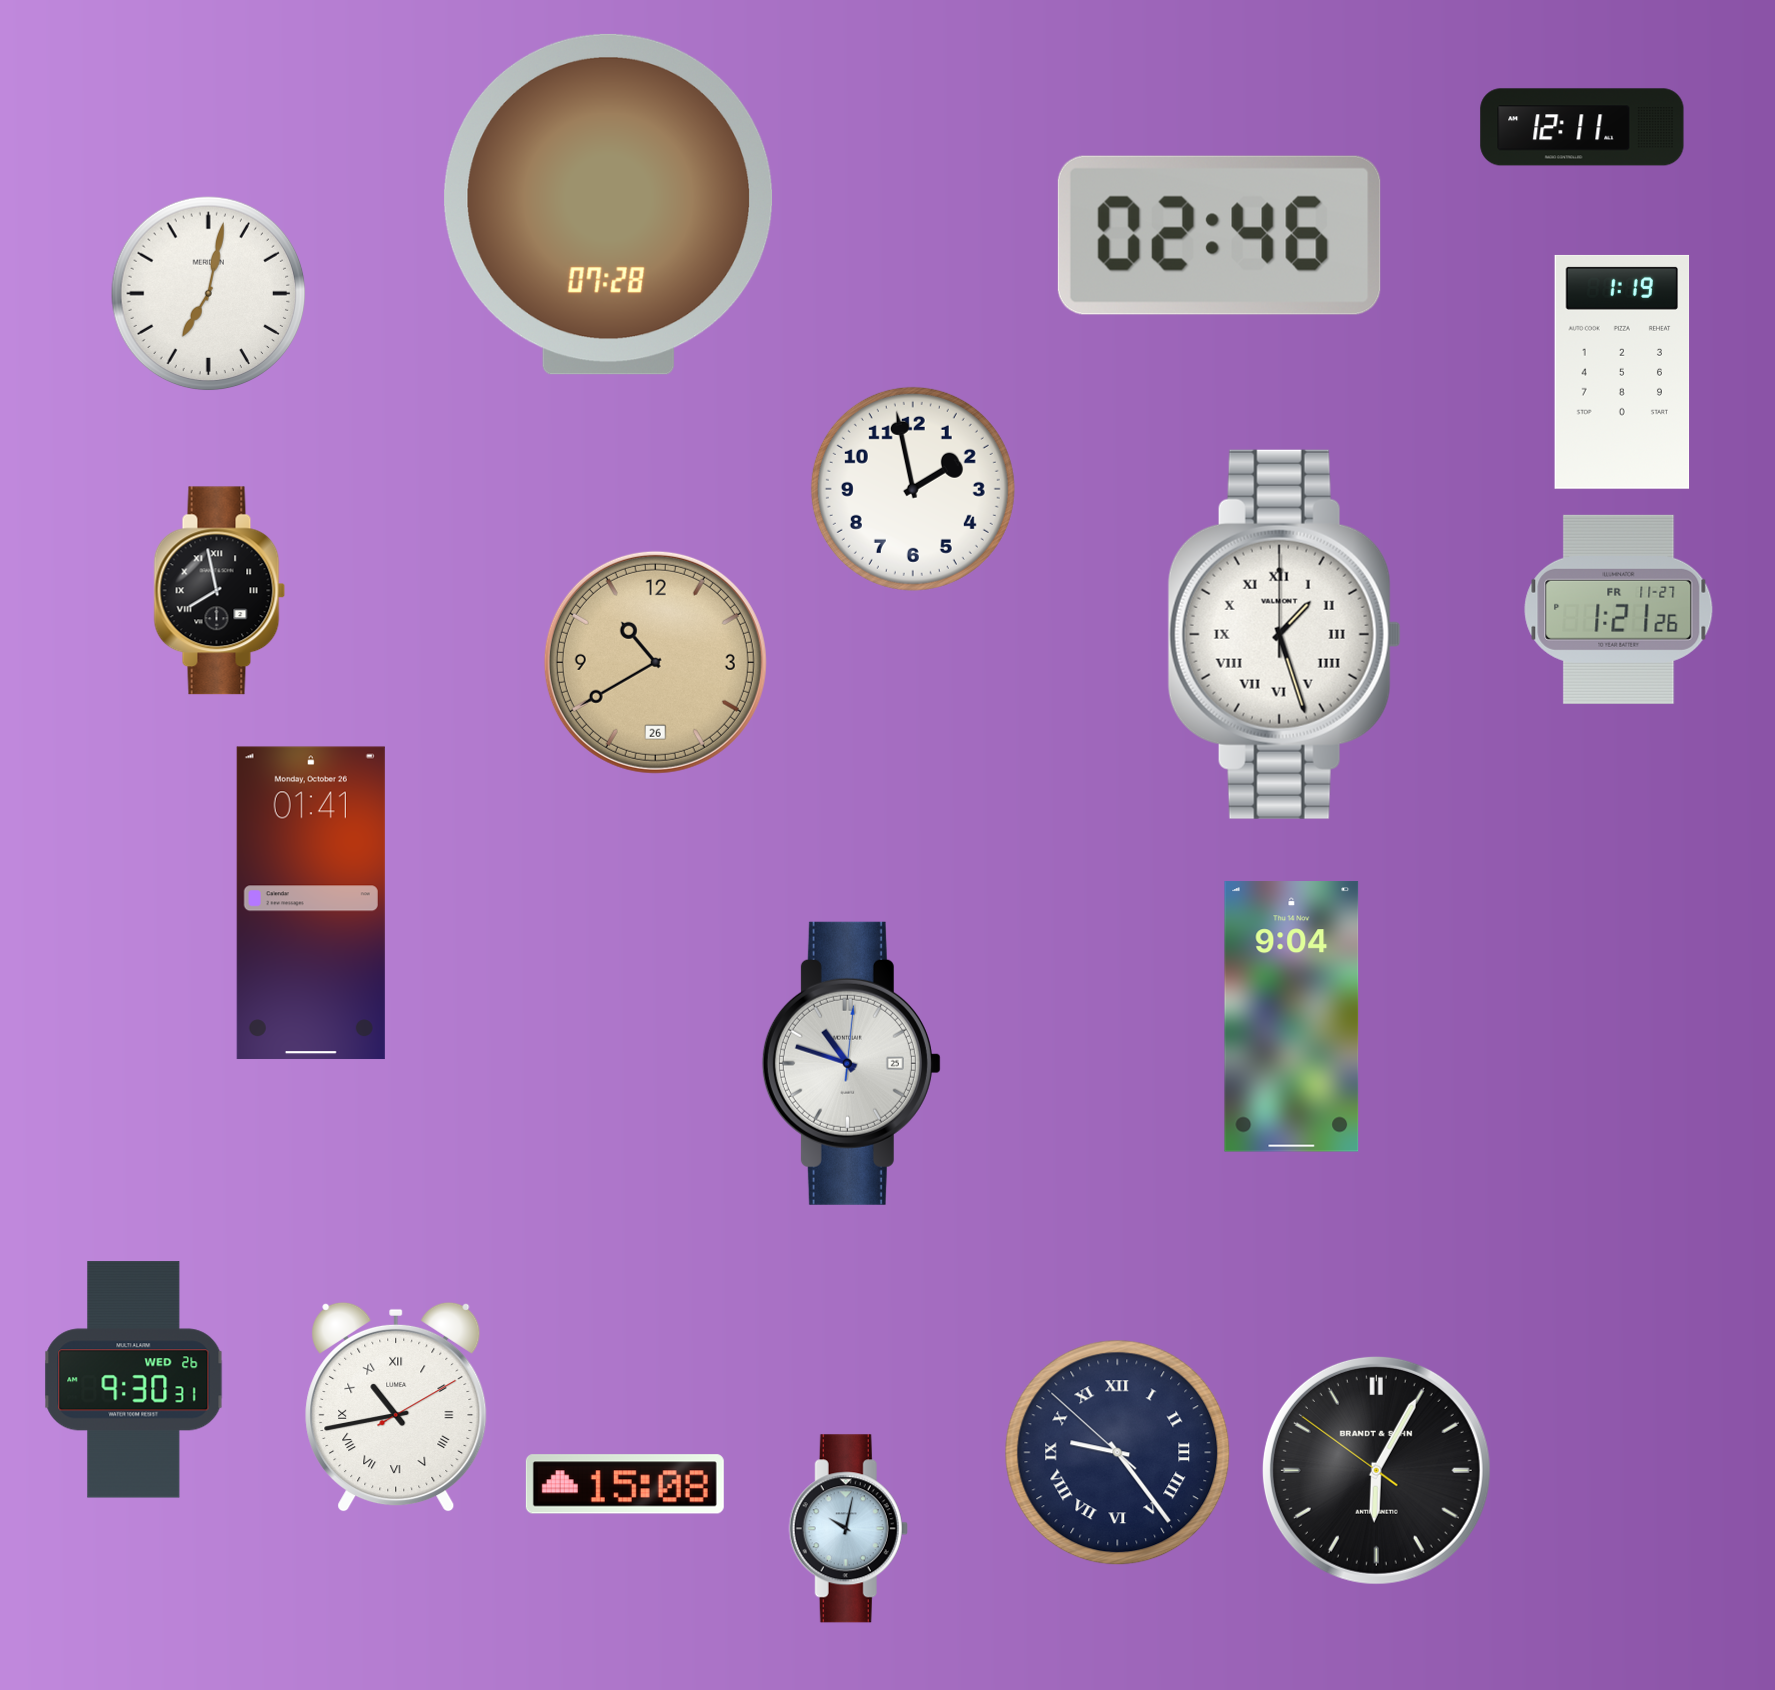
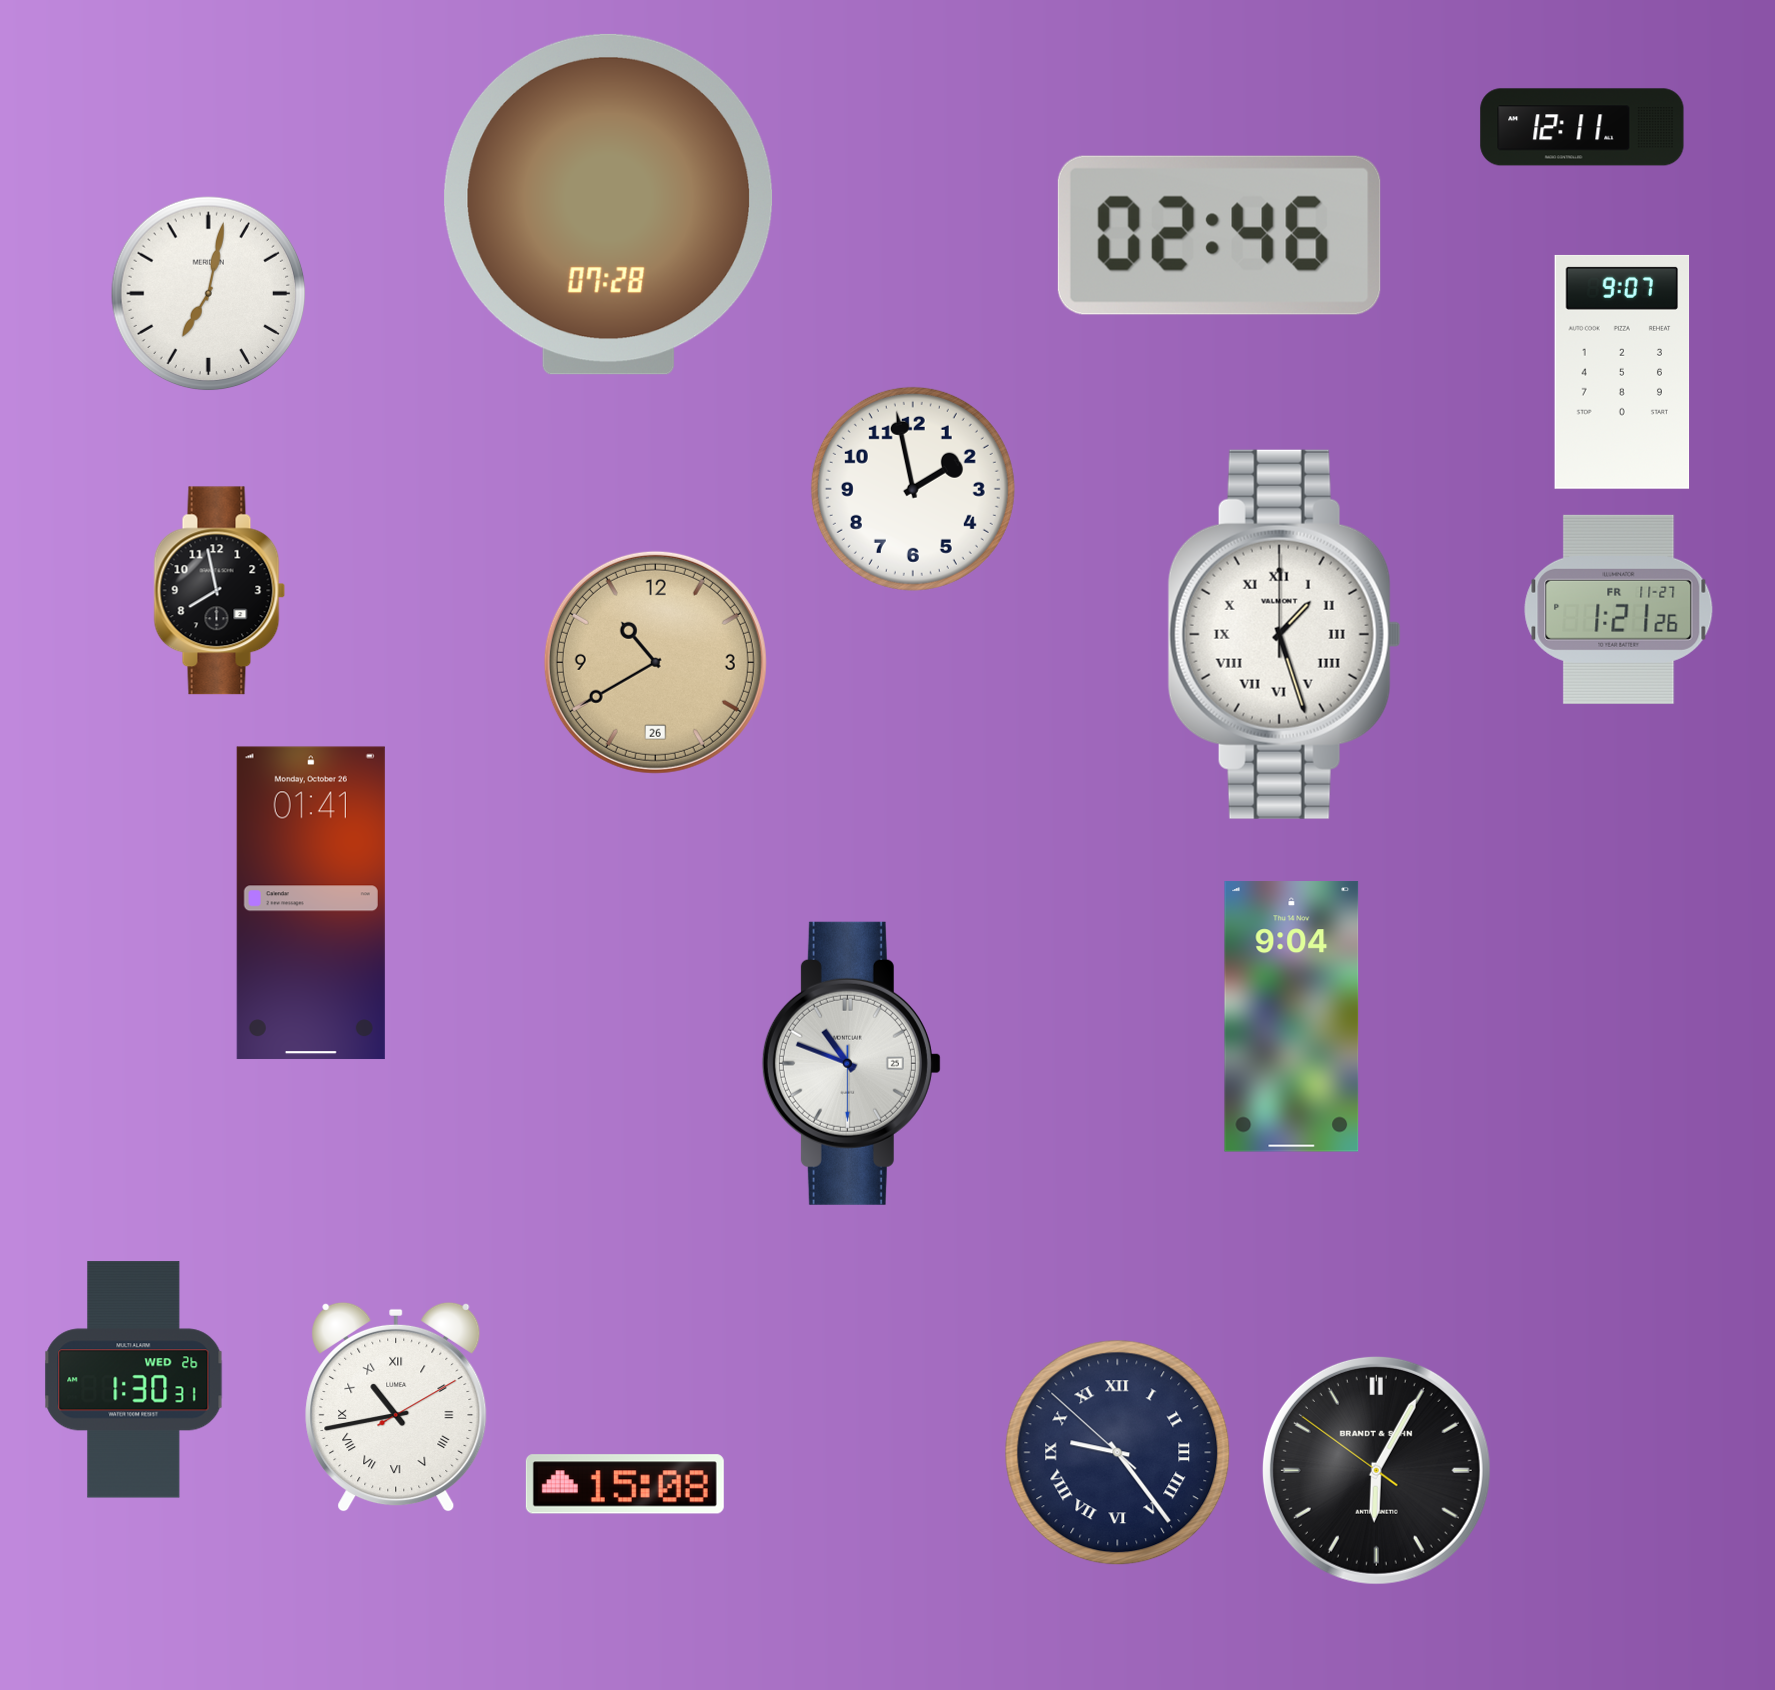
clock at (1622, 372): 1:19 -> 9:07
clock at (220, 591) numerals: Roman -> Arabic
clock at (851, 1063): 10:48:01 -> 10:48:30
clock at (134, 1380): 9:30 -> 1:30
clock at (848, 1529): 10:02 -> none
